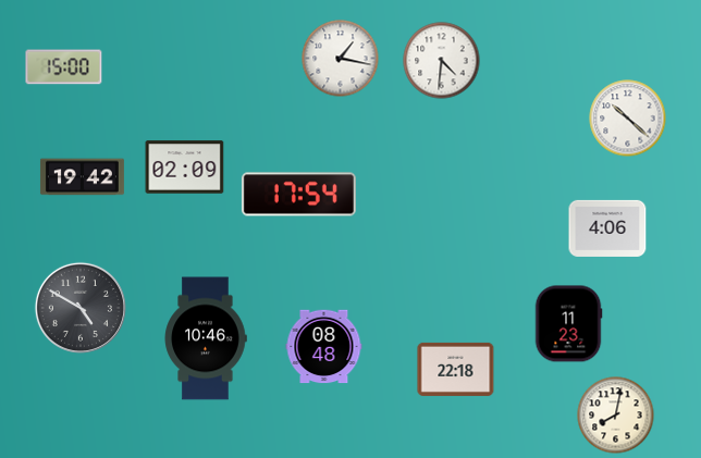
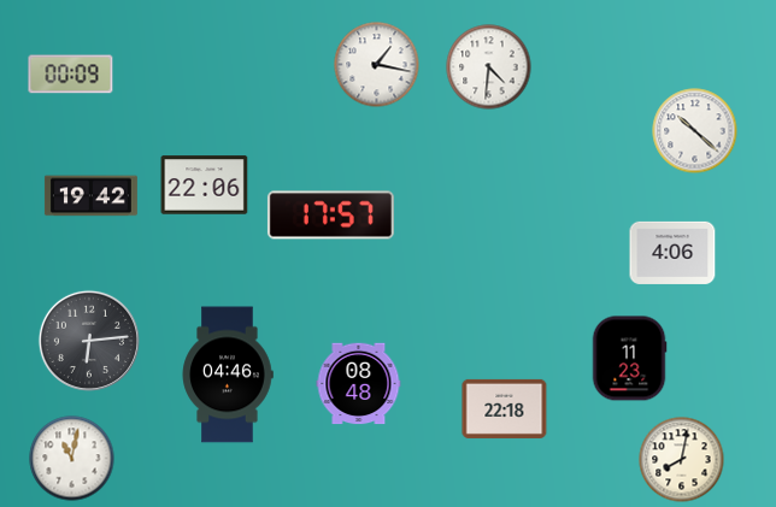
clock at (64, 67): 15:00 -> 00:09
clock at (185, 168): 02:09 -> 22:06
clock at (298, 195): 17:54 -> 17:57
clock at (81, 308): 4:50 -> 6:14
clock at (206, 338): 10:46 -> 04:46
clock at (72, 459): none -> 11:02
